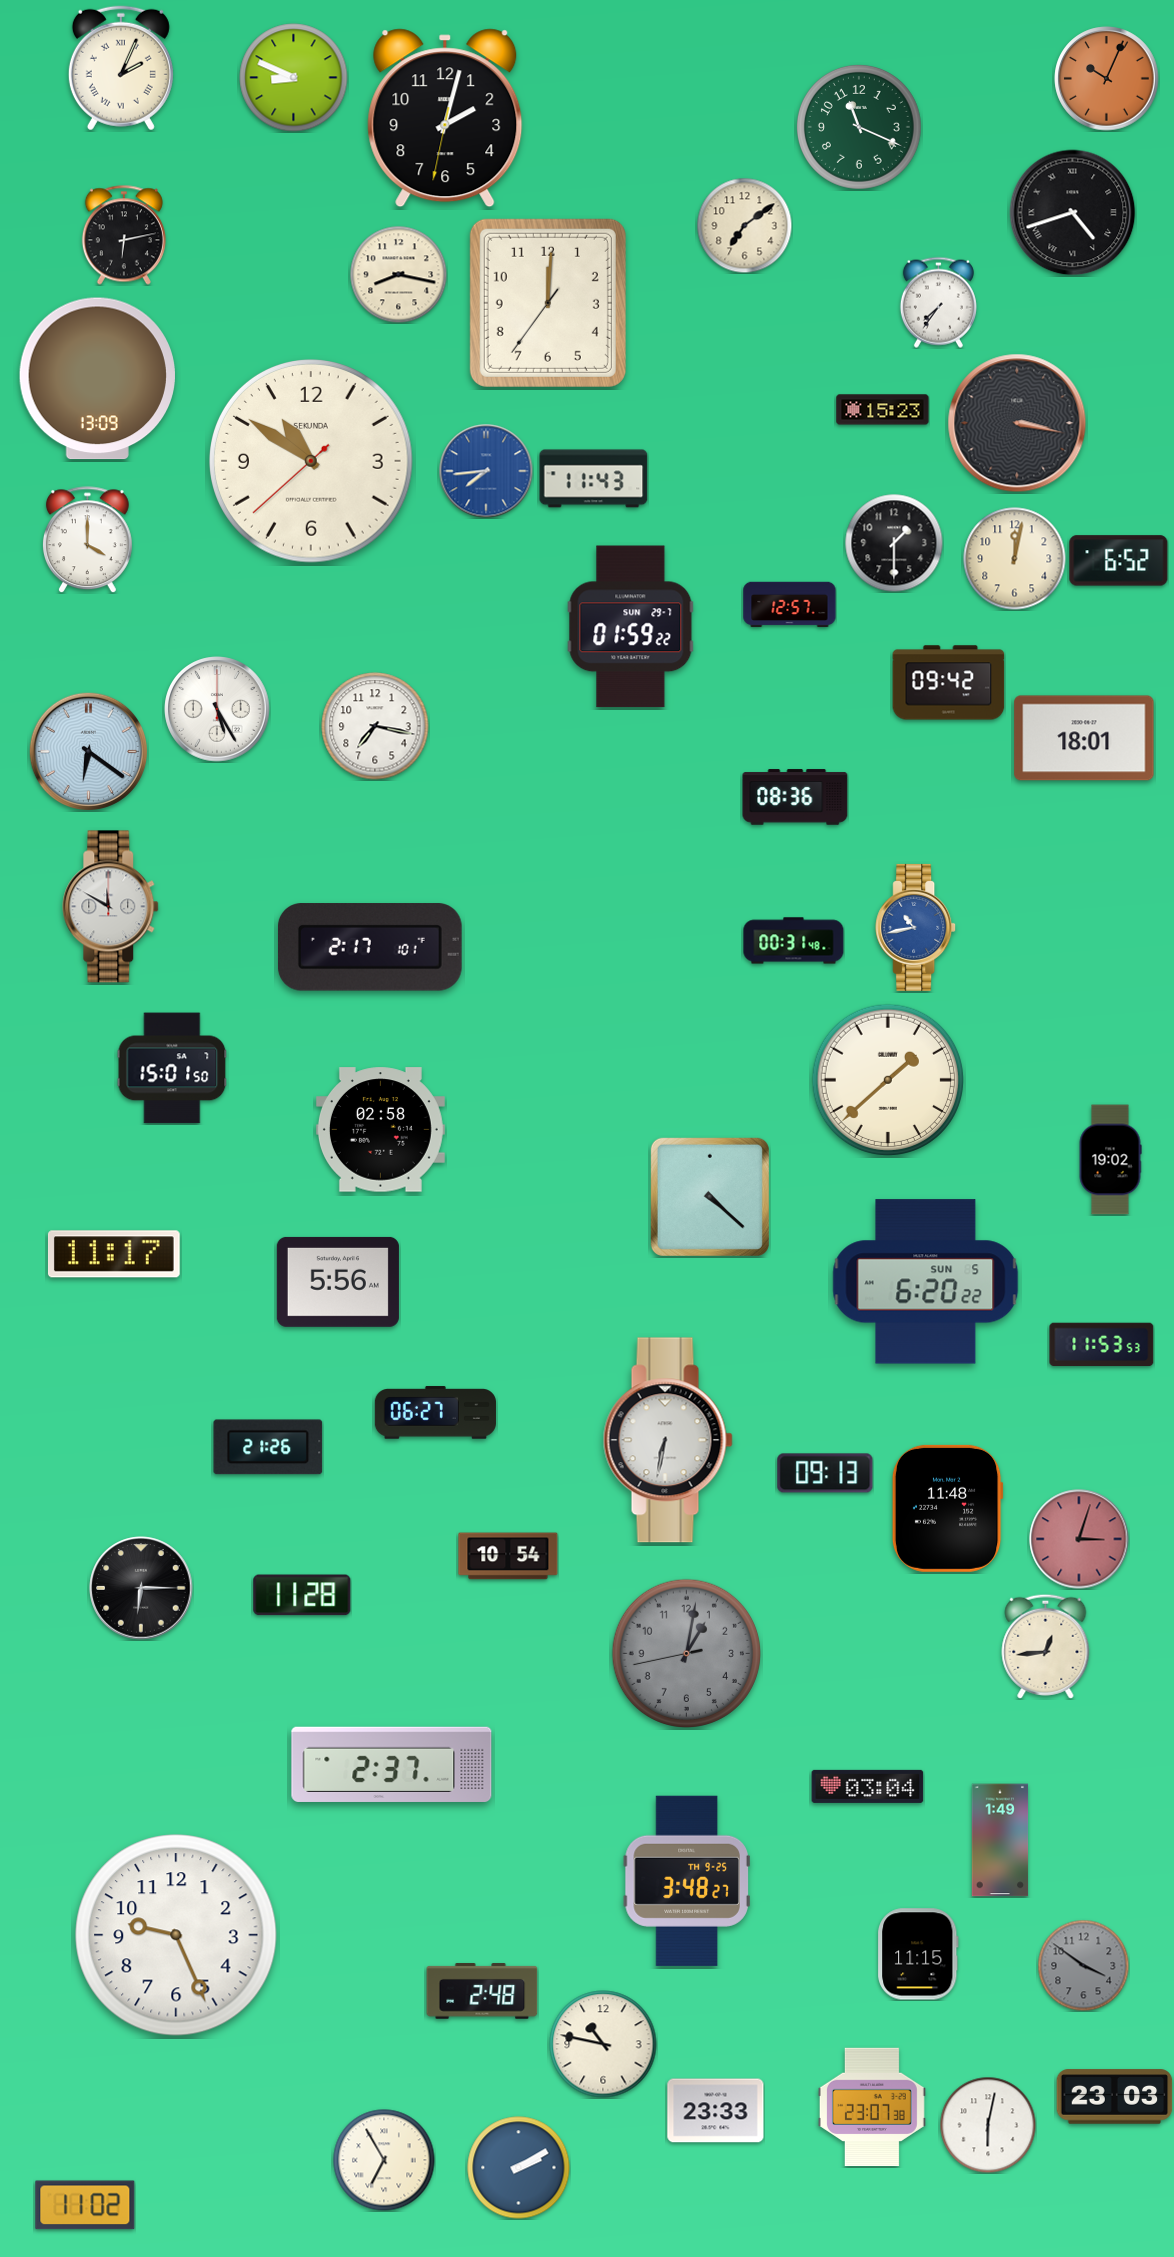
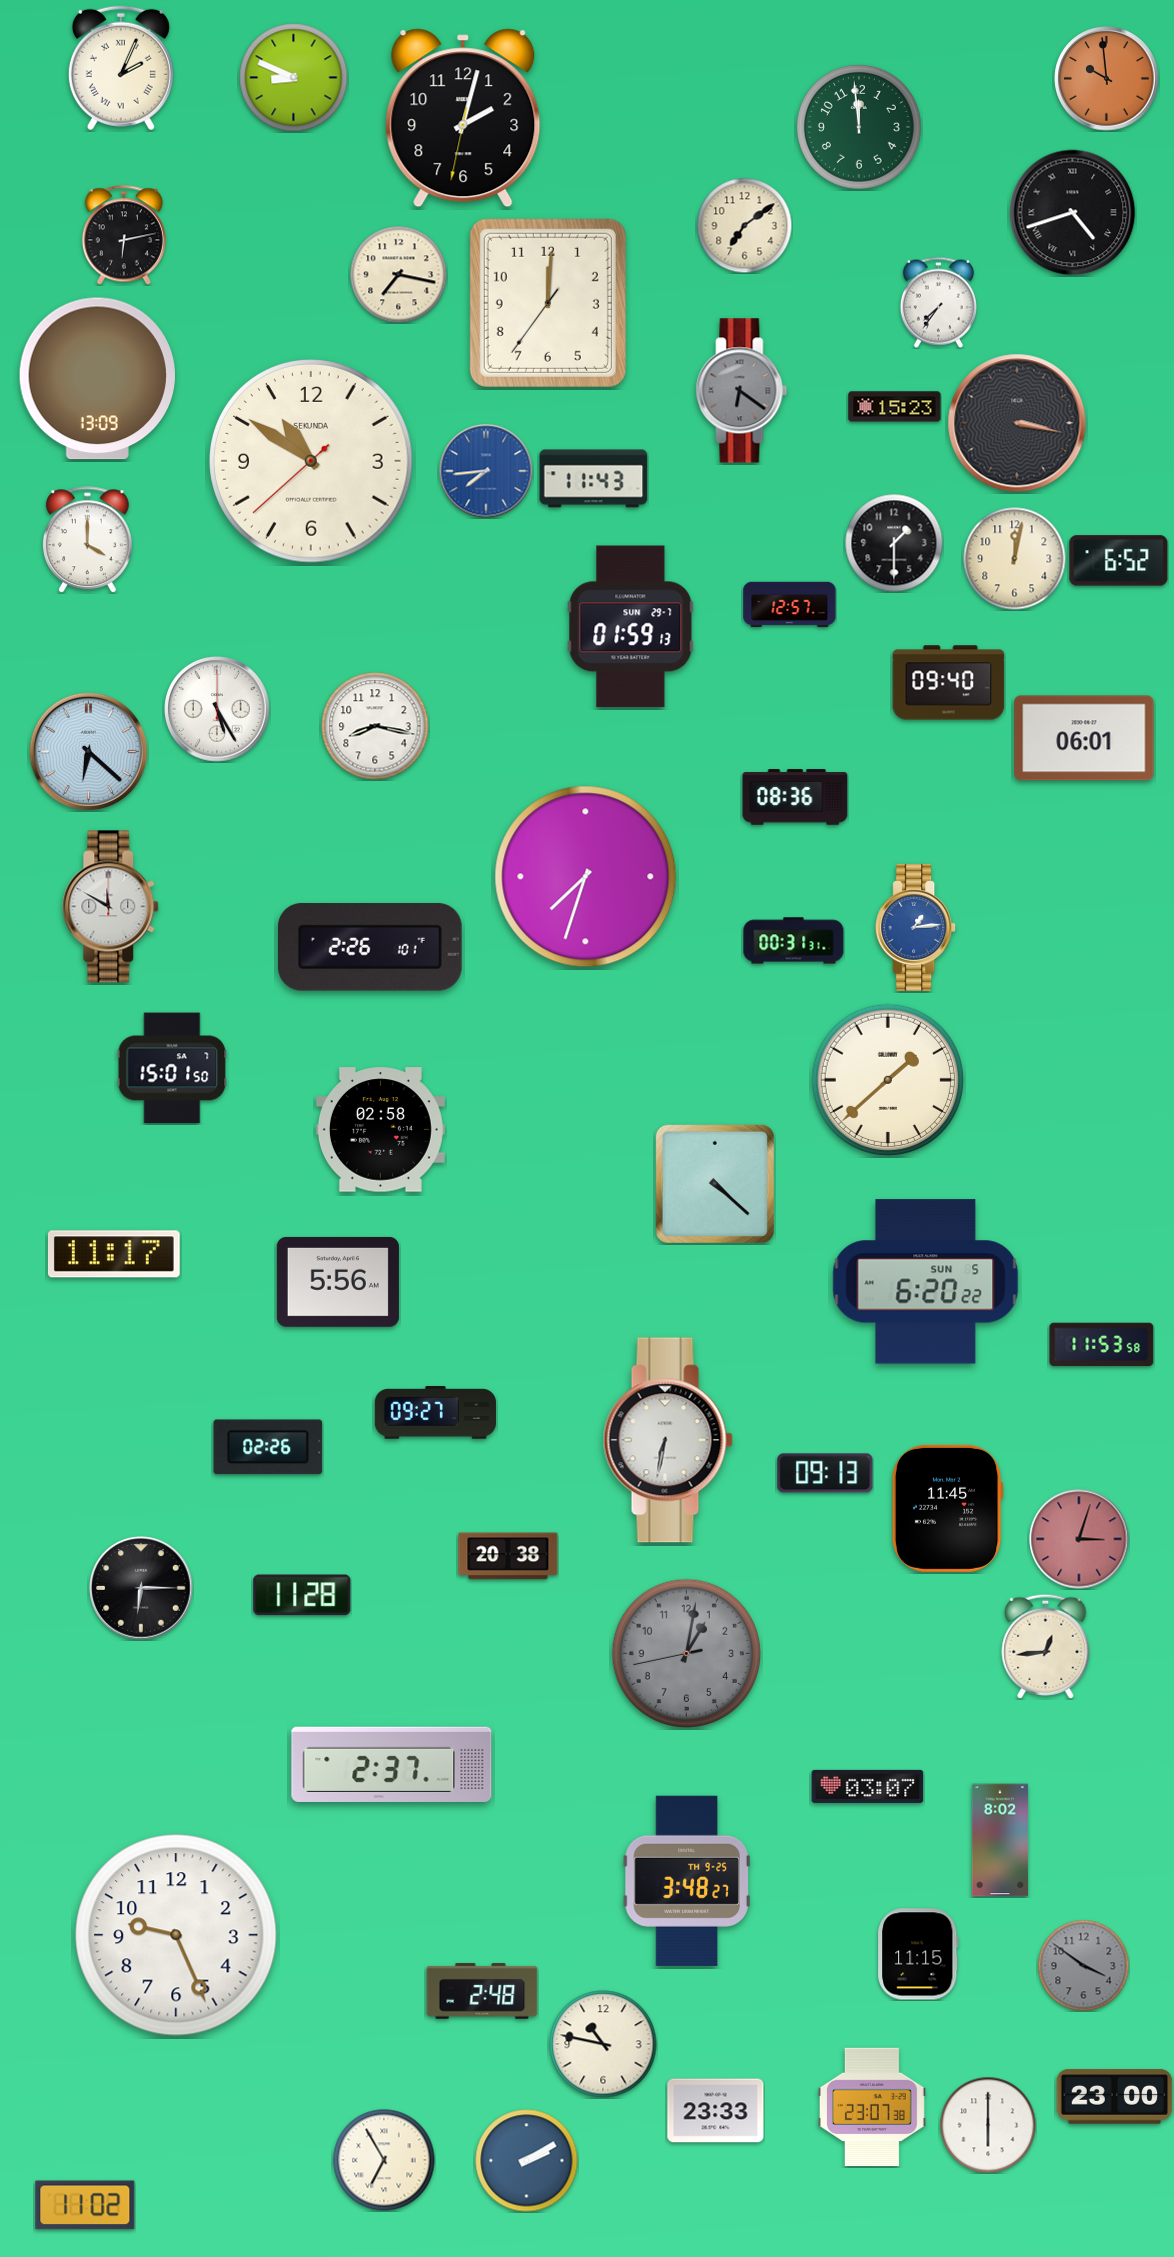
clock at (1107, 79): 10:04 -> 9:59
clock at (445, 118) position: (445, 118) -> (463, 118)
clock at (859, 128): 11:19 -> 11:59
clock at (398, 274): 8:17 -> 7:17
clock at (742, 391): none -> 6:21
clock at (883, 410) position: (883, 410) -> (895, 407)
clock at (631, 627): 01:59:22 -> 01:59:13
clock at (949, 683): 09:42 -> 09:40
clock at (375, 726): 7:17 -> 8:17
clock at (1084, 738): 18:01 -> 06:01
clock at (88, 751): 6:21 -> 6:22
clock at (586, 877): none -> 7:33
clock at (916, 927): 10:43 -> 1:14
clock at (794, 941): 00:31:48 -> 00:31:31
clock at (370, 947): 2:17 -> 2:26
clock at (1110, 1160): 19:02 -> none
clock at (710, 1197) position: (710, 1197) -> (715, 1184)
clock at (1102, 1345): 11:53:53 -> 11:53:58
clock at (435, 1413): 06:27 -> 09:27
clock at (268, 1447): 21:26 -> 02:26
clock at (947, 1508): 11:48 -> 11:45
clock at (508, 1556): 10:54 -> 20:38
clock at (868, 1786): 03:04 -> 03:07
clock at (1000, 1840): 1:49 -> 8:02
clock at (1115, 2097): 23:03 -> 23:00
clock at (988, 2125): 6:02 -> 6:00
clock at (519, 2168) position: (519, 2168) -> (527, 2161)
